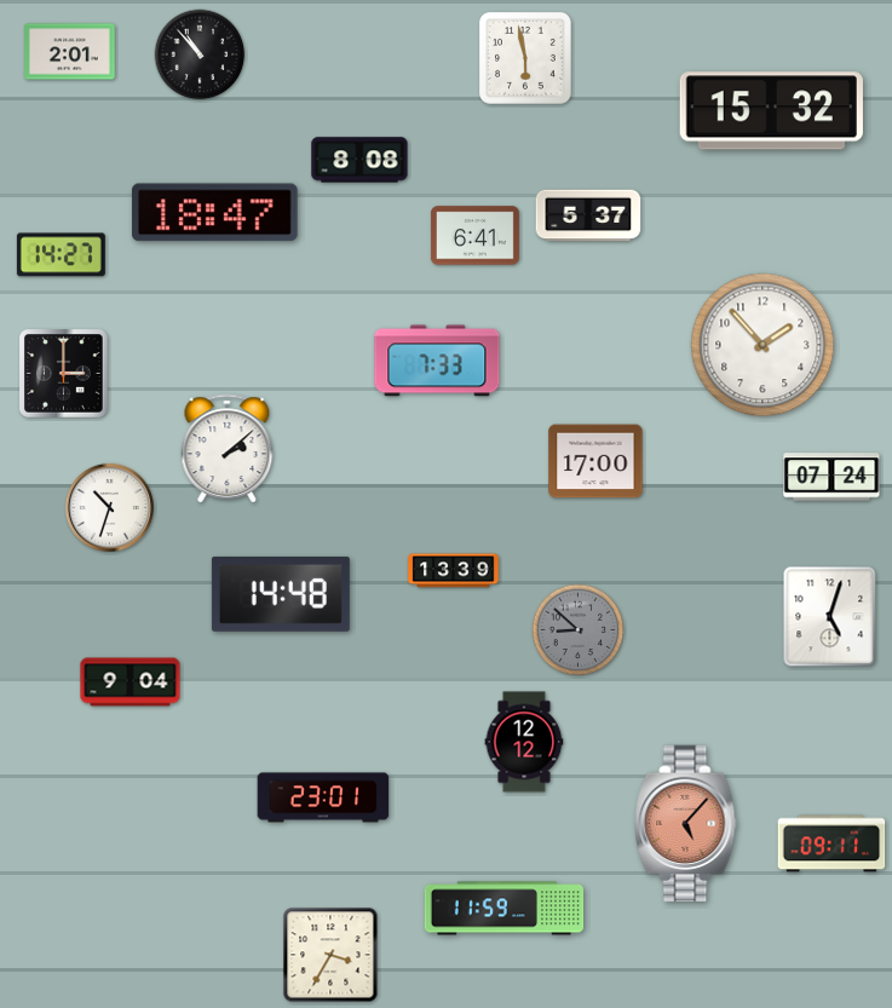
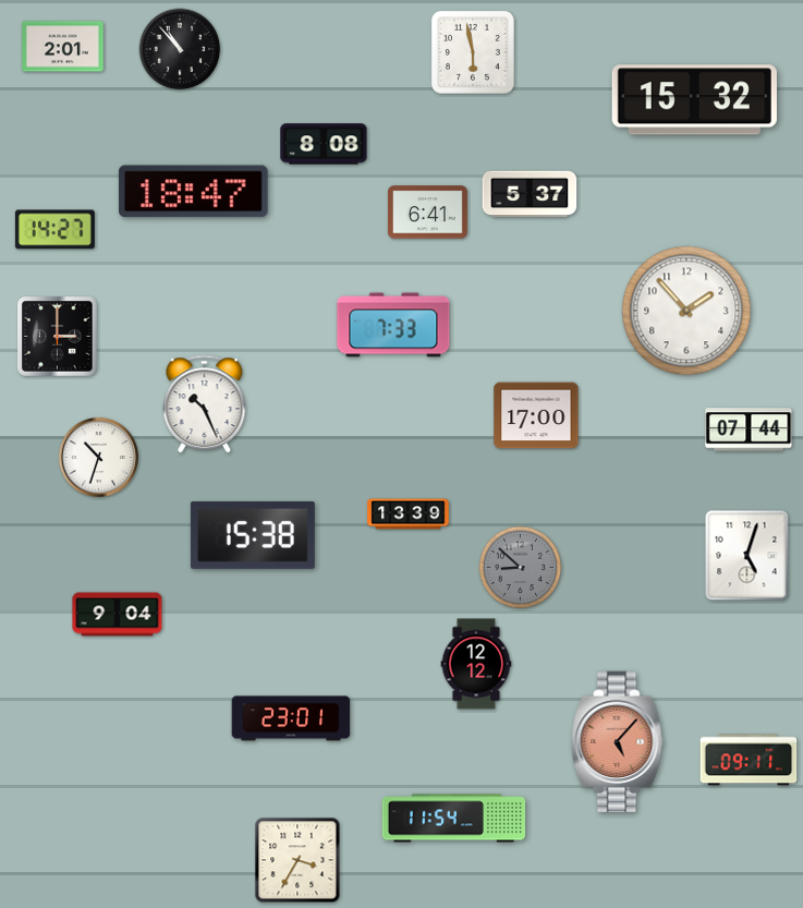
clock at (228, 449): 2:08 -> 10:26
clock at (831, 477): 07:24 -> 07:44
clock at (281, 594): 14:48 -> 15:38
clock at (524, 742) position: (524, 742) -> (476, 664)
clock at (505, 909): 11:59 -> 11:54
